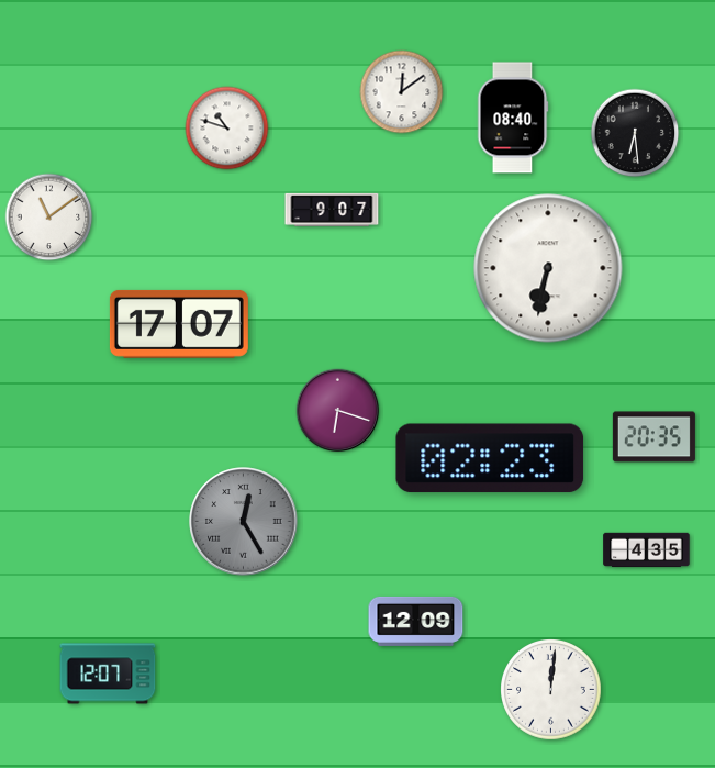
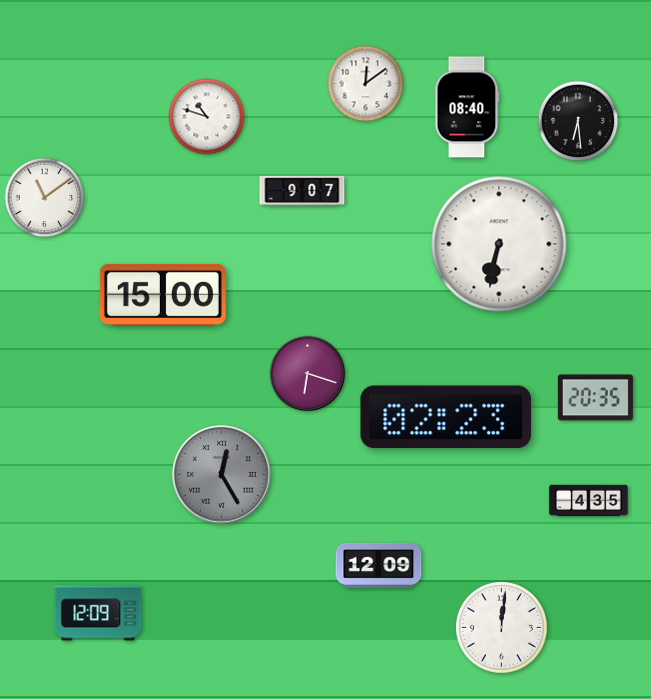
clock at (179, 324): 17:07 -> 15:00
clock at (108, 674): 12:07 -> 12:09
